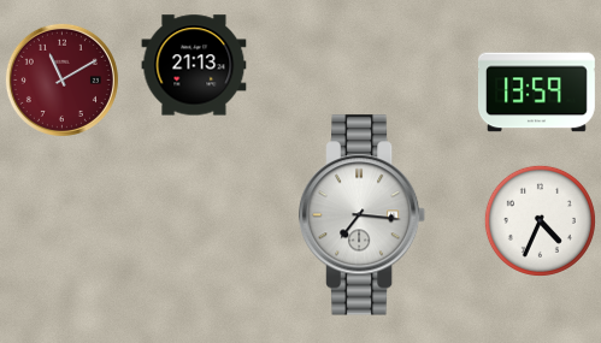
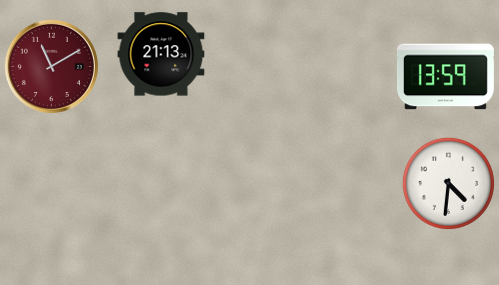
clock at (363, 215): 7:16 -> none
clock at (540, 220): 4:34 -> 4:31
